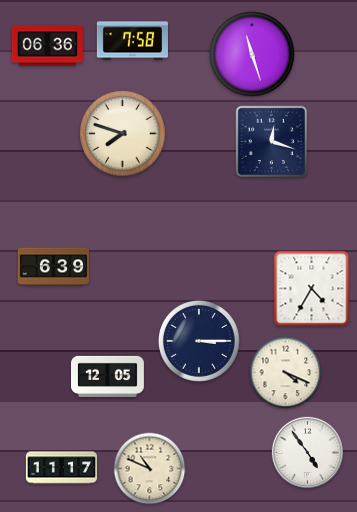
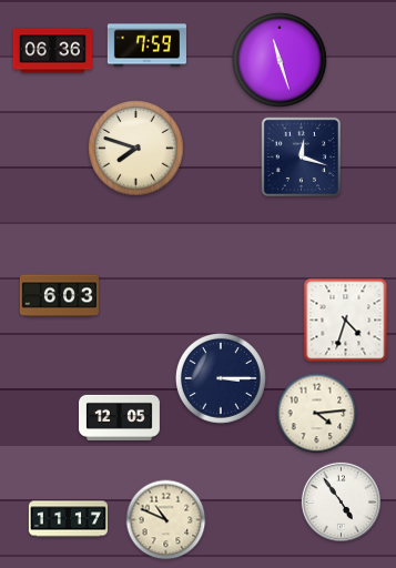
clock at (132, 41): 7:58 -> 7:59
clock at (53, 267): 6:39 -> 6:03
clock at (312, 289): 4:35 -> 4:33
clock at (286, 373): 4:19 -> 4:14
